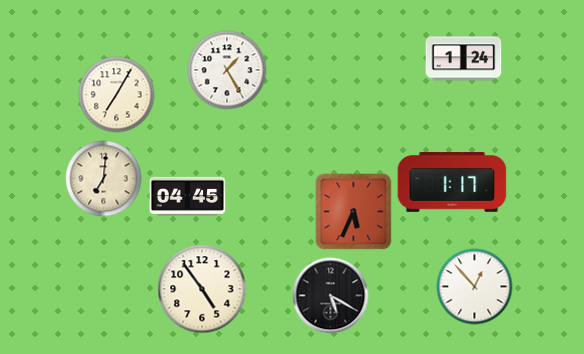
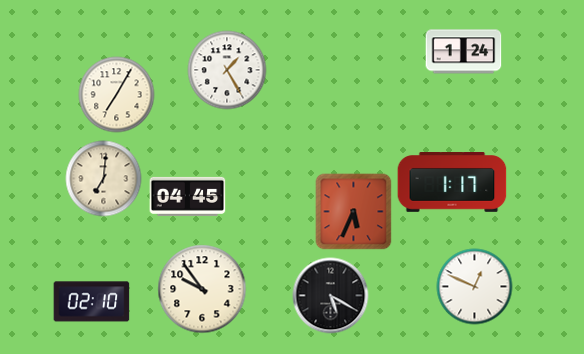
clock at (464, 59) position: (464, 59) -> (464, 52)
clock at (475, 287): 12:53 -> 12:49
clock at (202, 289): 4:54 -> 9:54
clock at (92, 302): none -> 02:10
